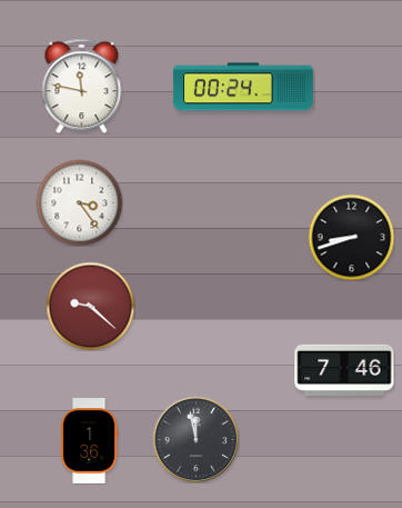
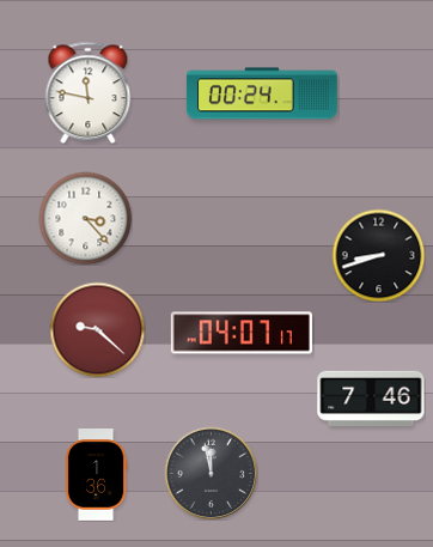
clock at (79, 202): 3:24 -> 3:23
clock at (242, 333): none -> 04:07
